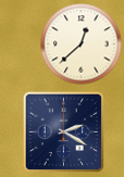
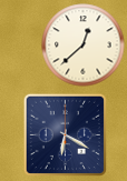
clock at (63, 131): 2:20 -> 6:20
